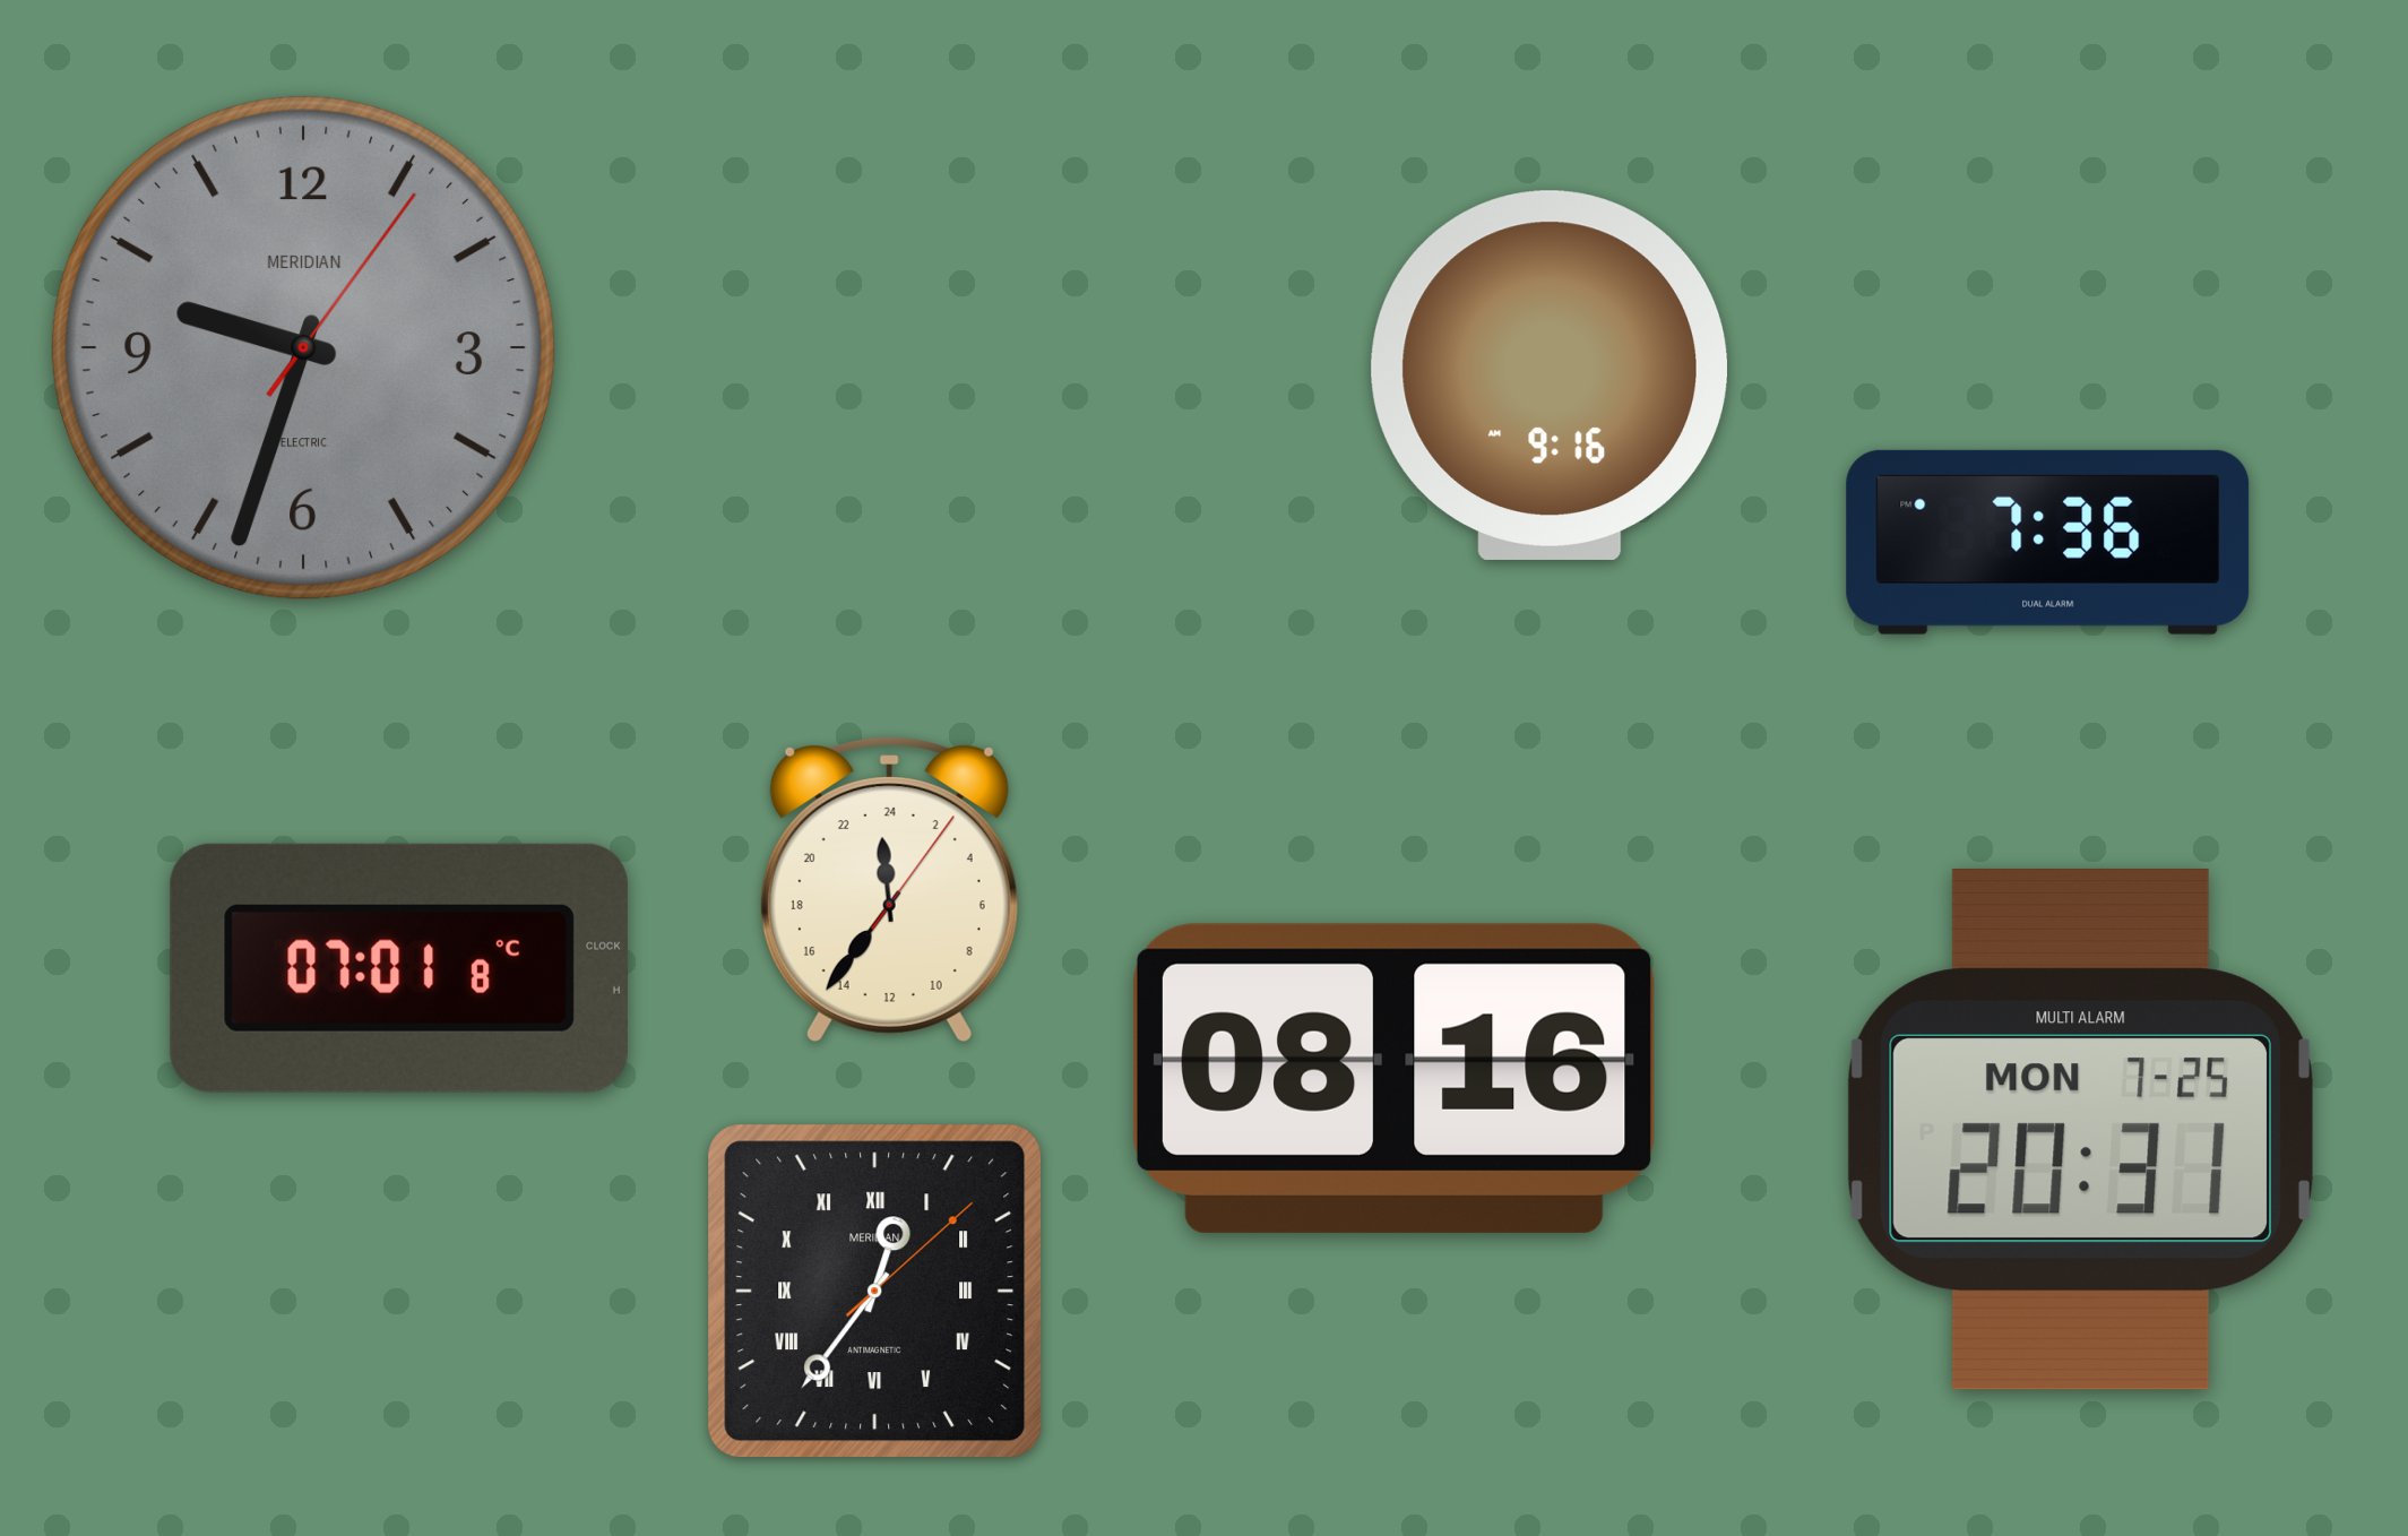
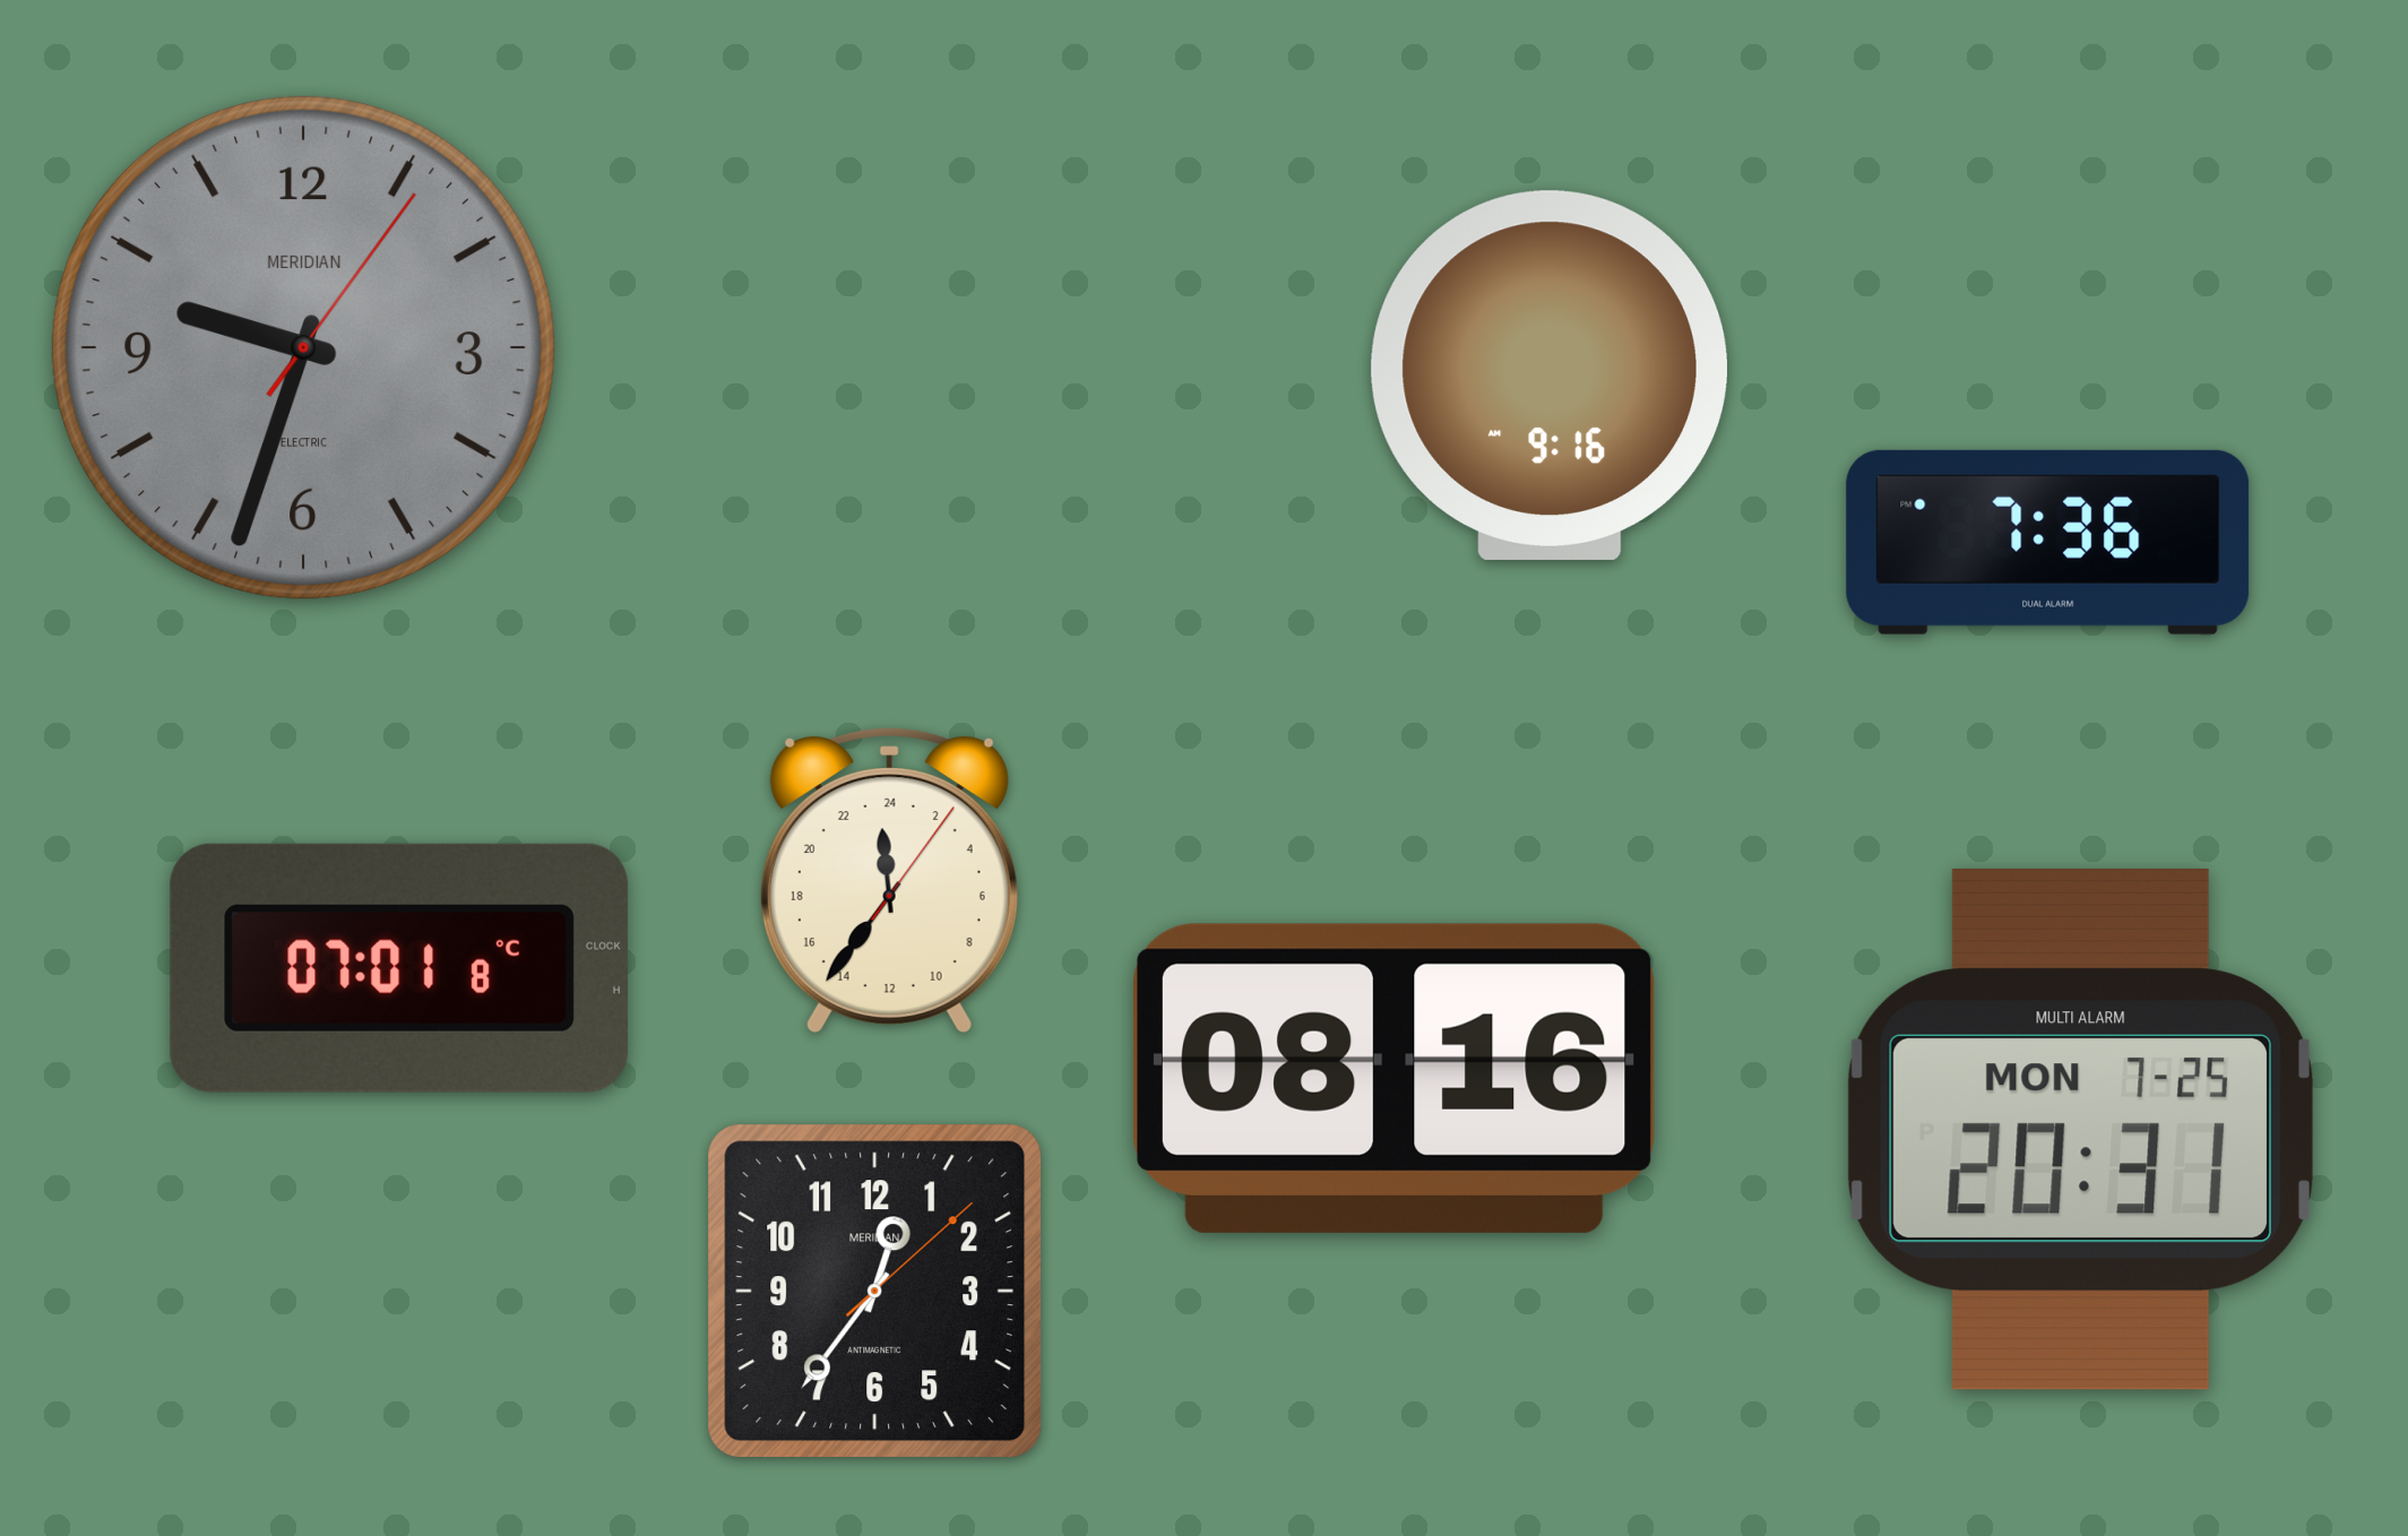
clock at (889, 889) position: (889, 889) -> (889, 880)
clock at (875, 1292) numerals: Roman -> Arabic
